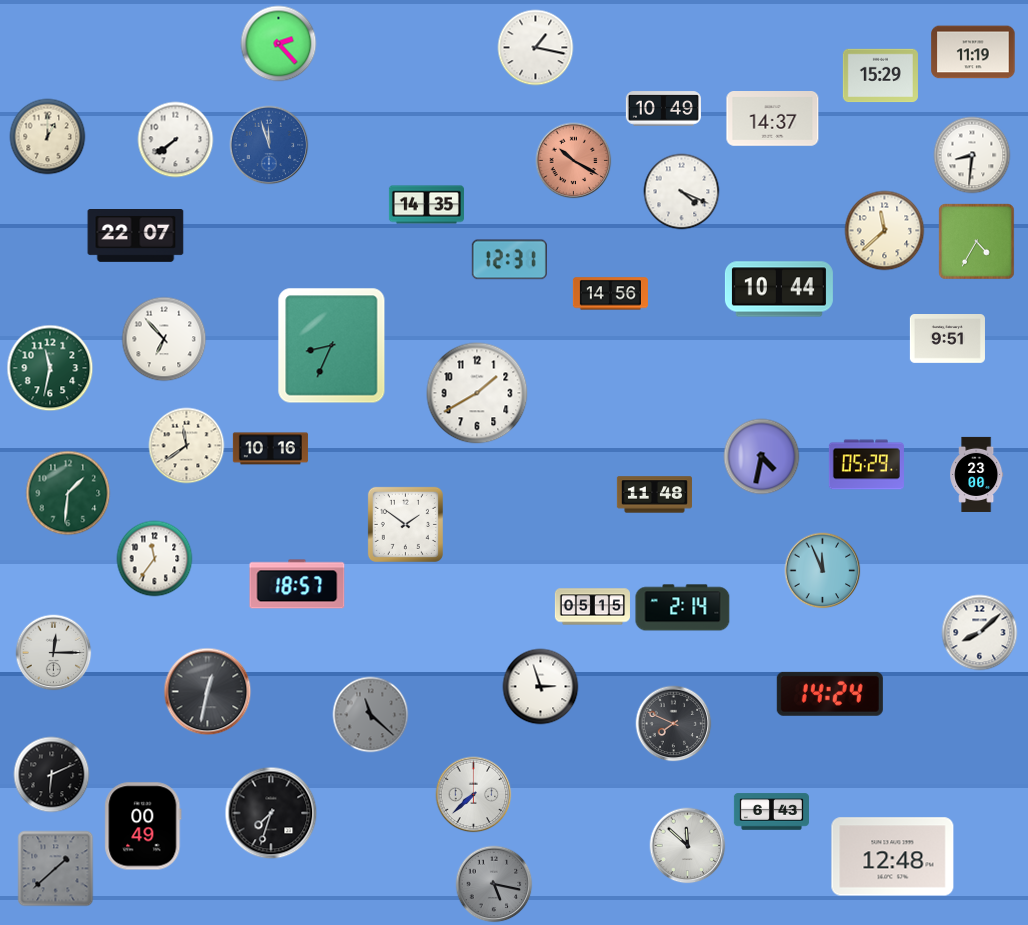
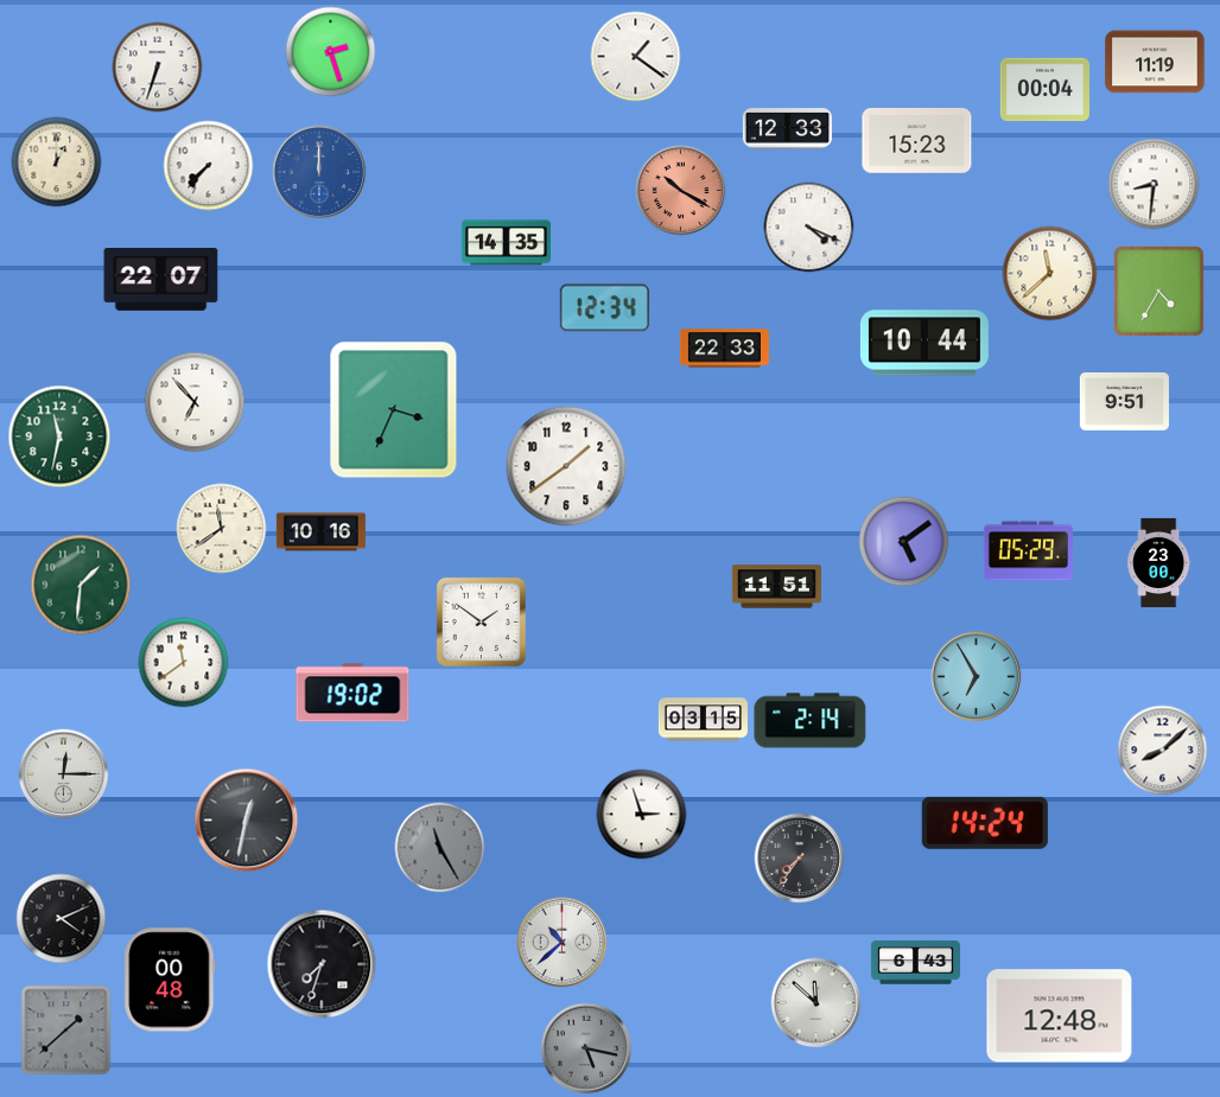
clock at (279, 44): 2:23 -> 2:27
clock at (536, 48): 1:17 -> 1:21
clock at (158, 68): none -> 6:33
clock at (880, 76): 15:29 -> 00:04
clock at (663, 109): 10:49 -> 12:33
clock at (773, 119): 14:37 -> 15:23
clock at (176, 140): 7:39 -> 7:37
clock at (269, 145): 11:57 -> 12:00
clock at (977, 242) position: (977, 242) -> (1159, 292)
clock at (509, 260): 12:31 -> 12:34
clock at (610, 294): 14:56 -> 22:33
clock at (332, 346): 8:34 -> 3:34
clock at (477, 393): 1:40 -> 1:39
clock at (762, 457): 4:32 -> 5:09
clock at (654, 495): 11:48 -> 11:51
clock at (155, 559): 11:36 -> 11:39
clock at (823, 571): 11:56 -> 6:55
clock at (297, 584): 18:57 -> 19:02
clock at (592, 607): 05:15 -> 03:15
clock at (371, 715): 11:22 -> 11:25
clock at (674, 724): 7:49 -> 7:36
clock at (52, 775): 6:11 -> 4:11
clock at (474, 795): 7:38 -> 10:38
clock at (143, 826): 00:49 -> 00:48
